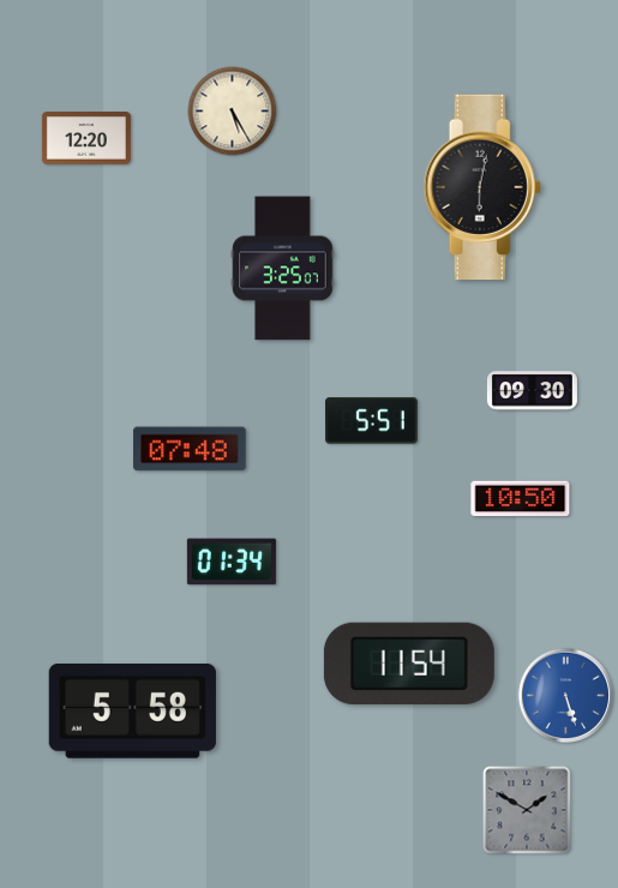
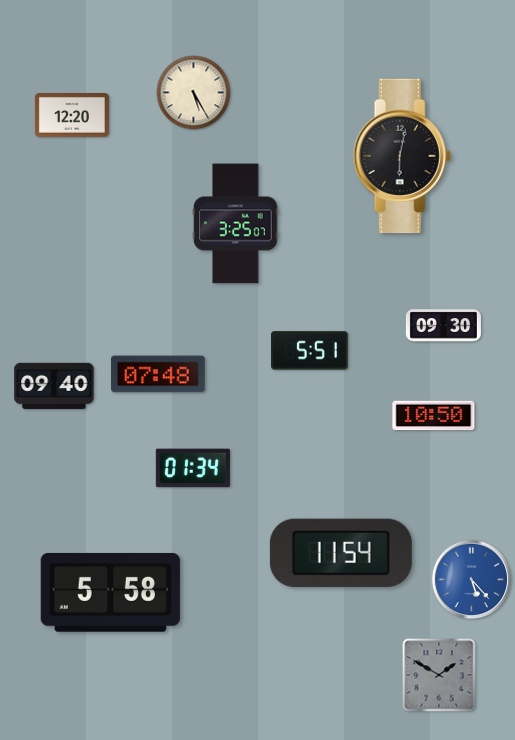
clock at (54, 386): none -> 09:40
clock at (565, 695): 5:27 -> 5:23
